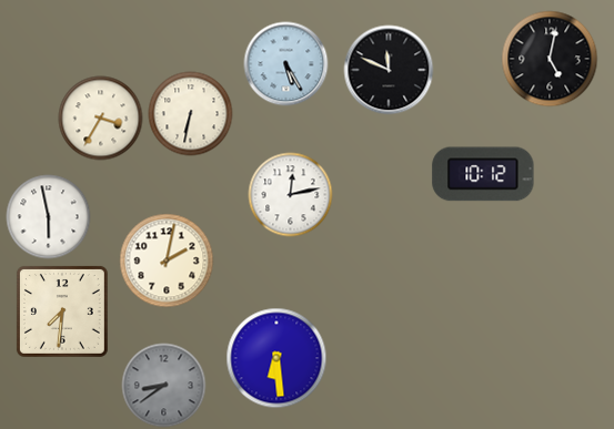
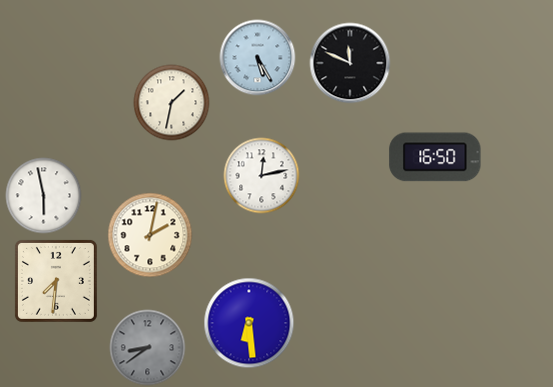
clock at (550, 59): 5:02 -> none
clock at (191, 114): 6:32 -> 1:32
clock at (101, 119): 3:35 -> none
clock at (483, 174): 10:12 -> 16:50
